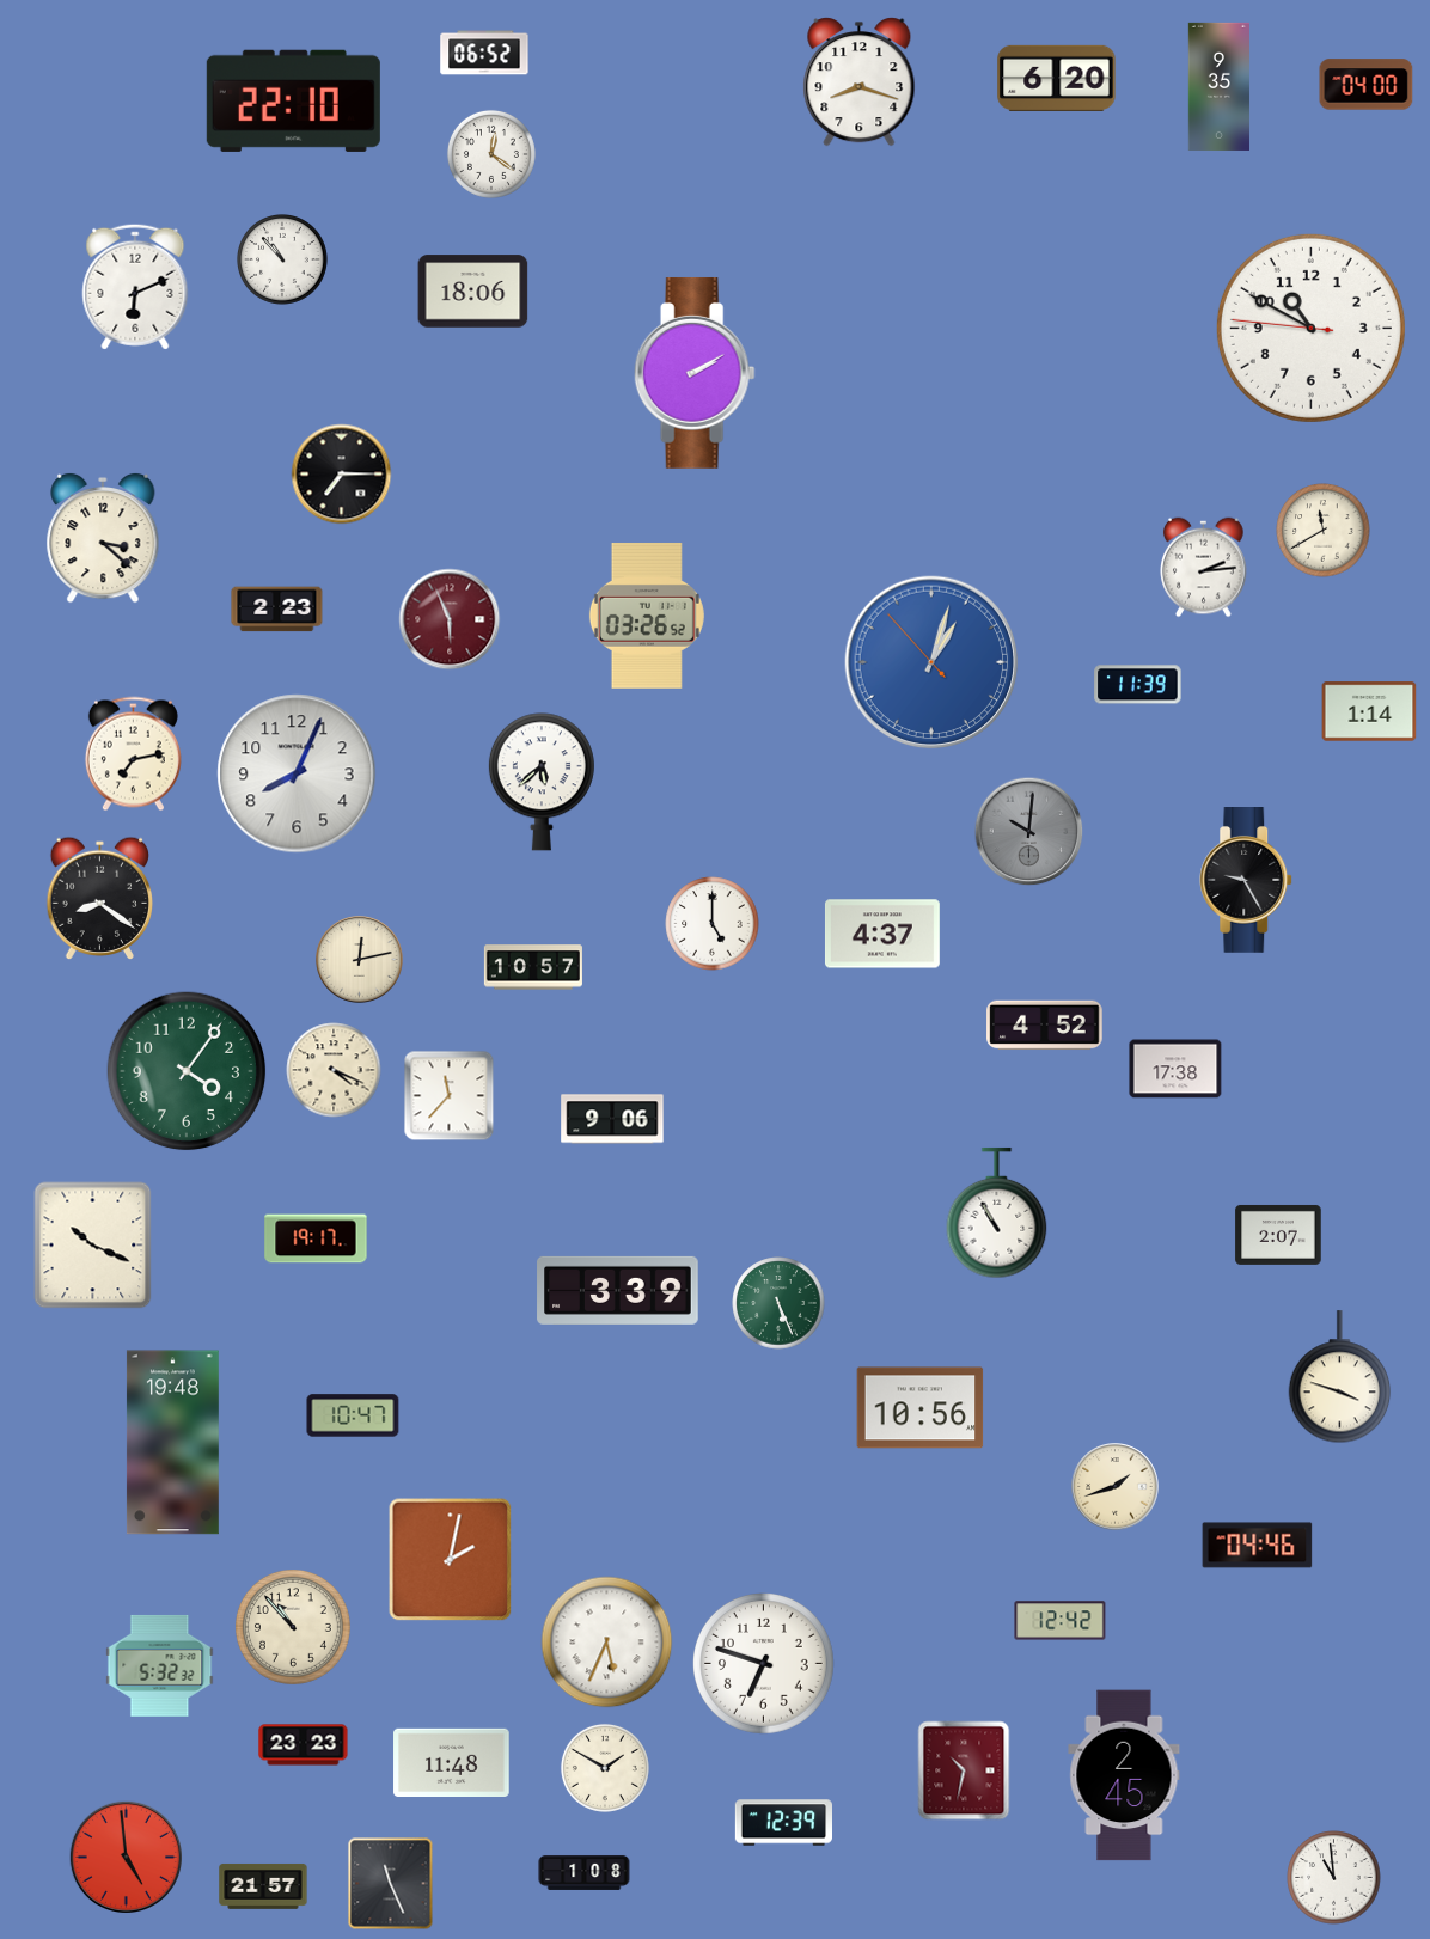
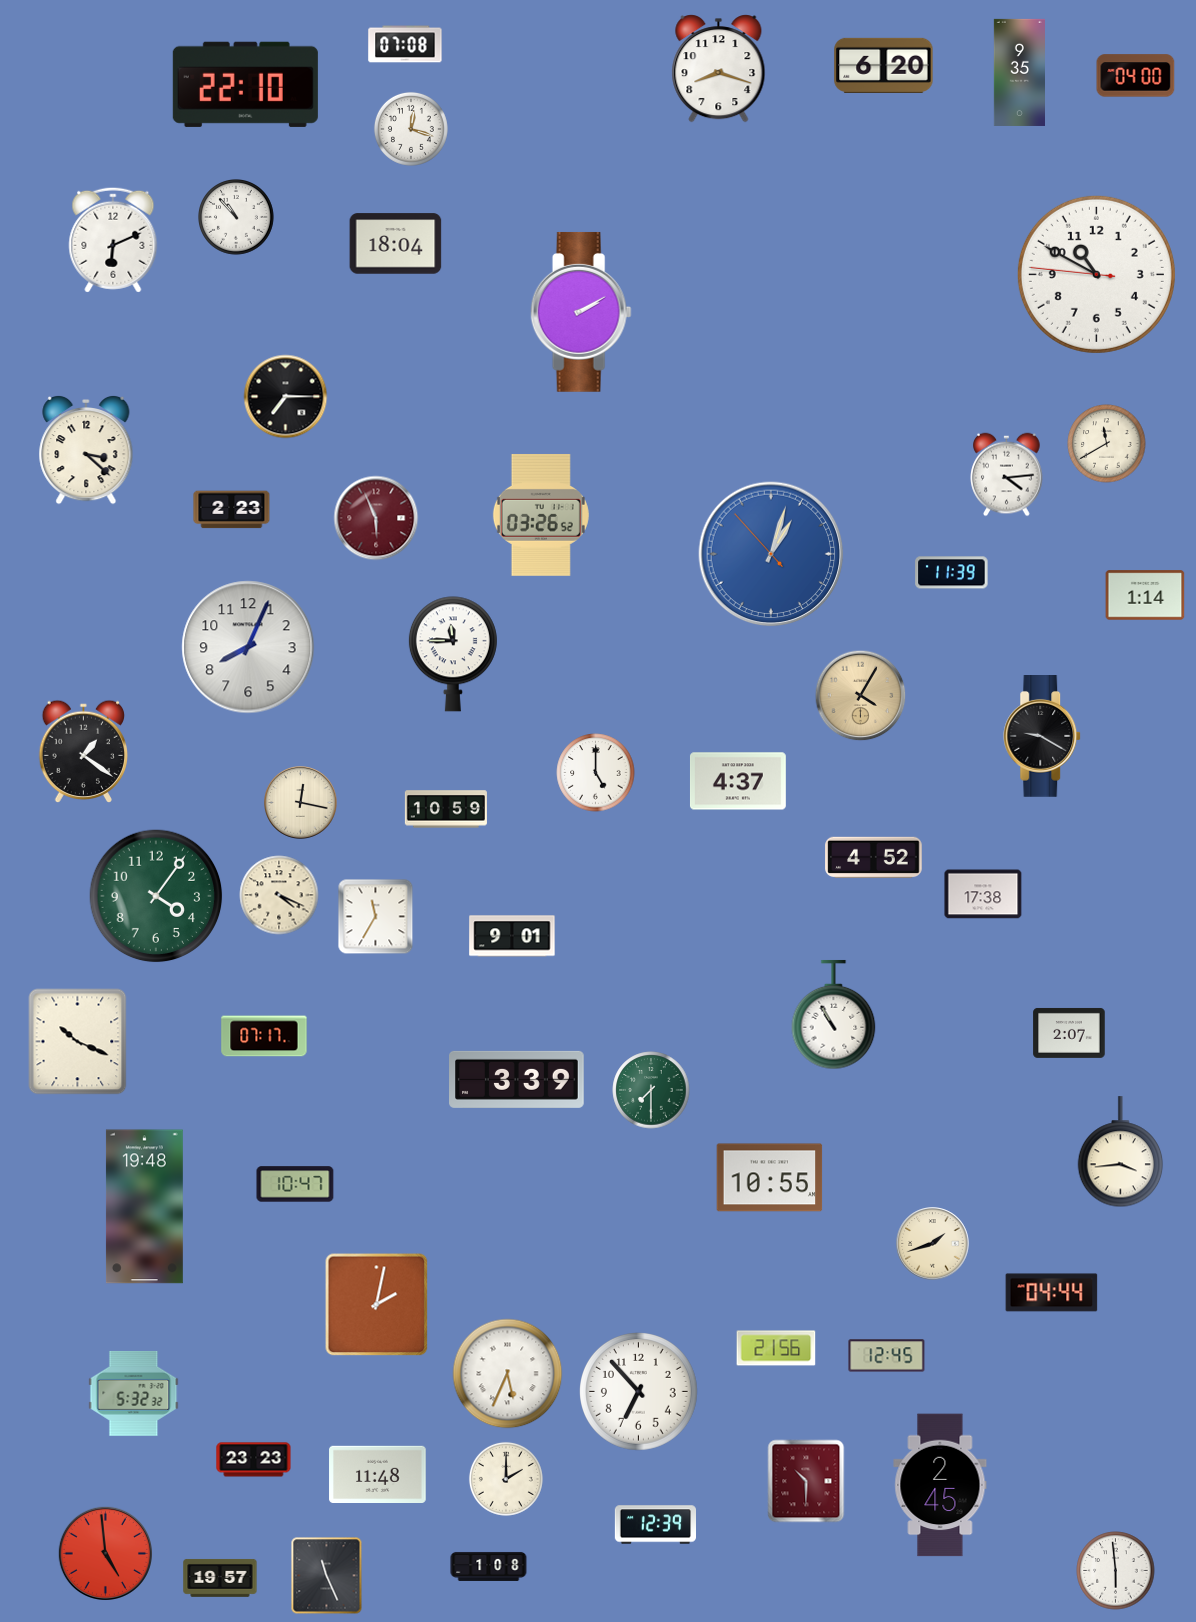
clock at (484, 53): 06:52 -> 07:08
clock at (1367, 85) position: (1367, 85) -> (1136, 76)
clock at (491, 154): 12:21 -> 12:18
clock at (473, 292): 18:06 -> 18:04
clock at (1204, 568): 2:14 -> 4:14
clock at (931, 662) position: (931, 662) -> (771, 554)
clock at (133, 754): 7:13 -> none
clock at (542, 782): 5:38 -> 11:45
clock at (1029, 832): 10:01 -> 4:05
clock at (1029, 832) dial: grey -> champagne
clock at (1247, 881): 9:25 -> 9:20
clock at (100, 899): 8:21 -> 1:21
clock at (360, 960): 12:13 -> 12:17
clock at (533, 967): 10:57 -> 10:59
clock at (450, 1096): 11:37 -> 11:35
clock at (612, 1119): 9:06 -> 9:01
clock at (316, 1238): 19:17 -> 07:17
clock at (778, 1303): 5:26 -> 7:30
clock at (1340, 1377): 3:48 -> 3:44
clock at (921, 1408): 10:56 -> 10:55
clock at (1258, 1546): 04:46 -> 04:44
clock at (776, 1348): none -> 21:56
clock at (1061, 1621): 12:42 -> 12:45
clock at (294, 1628): 10:53 -> none
clock at (764, 1664): 6:48 -> 6:53
clock at (605, 1768): 1:50 -> 2:00
clock at (964, 1770): 10:32 -> 10:30
clock at (1334, 1878): 10:59 -> 5:59
clock at (263, 1886): 21:57 -> 19:57
